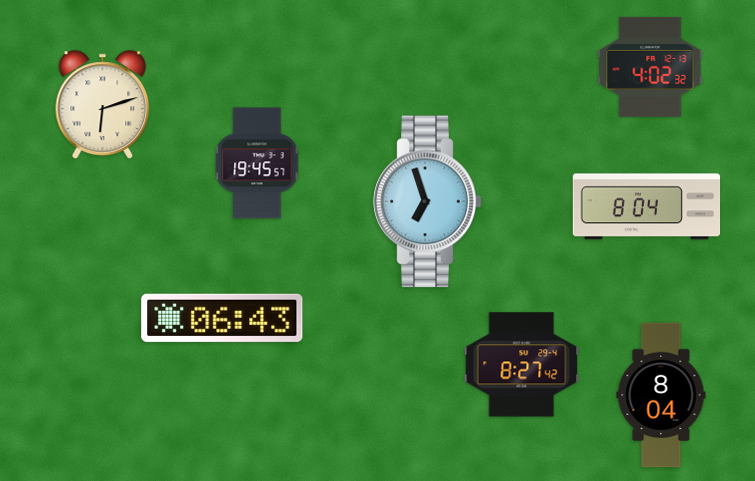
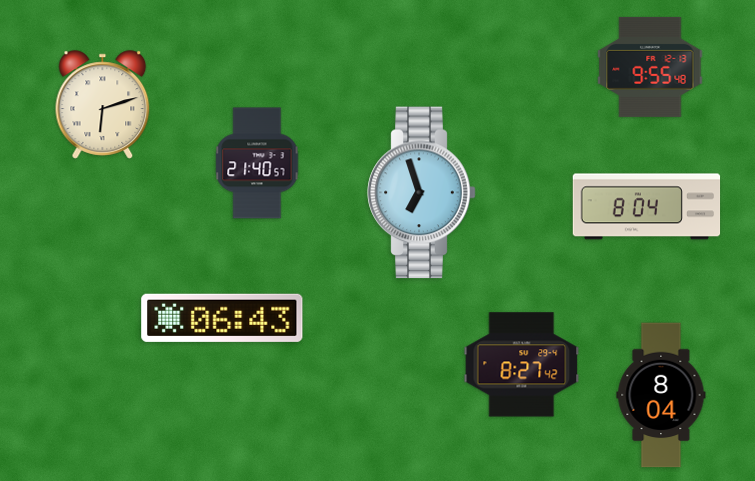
clock at (650, 67): 4:02 -> 9:55
clock at (257, 163): 19:45 -> 21:40
clock at (428, 202) position: (428, 202) -> (422, 193)
